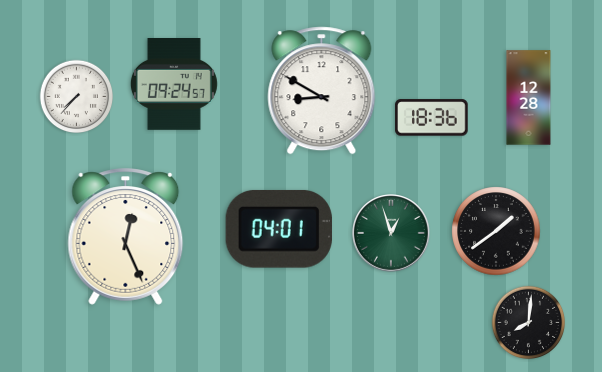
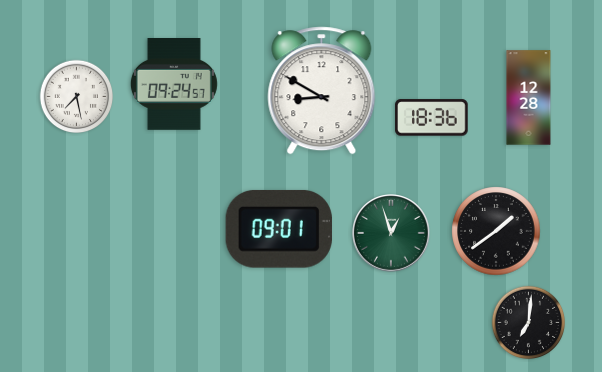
clock at (77, 97): 7:37 -> 7:28
clock at (279, 229): 04:01 -> 09:01
clock at (126, 237): 12:26 -> none
clock at (529, 323): 8:01 -> 7:01
